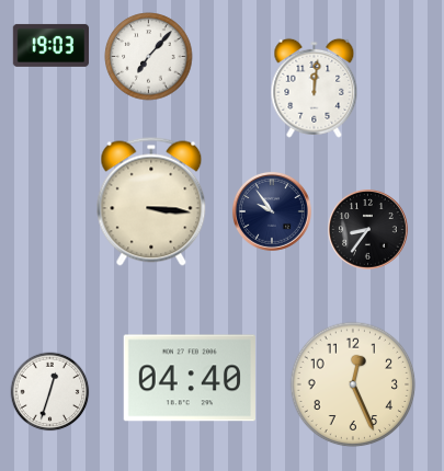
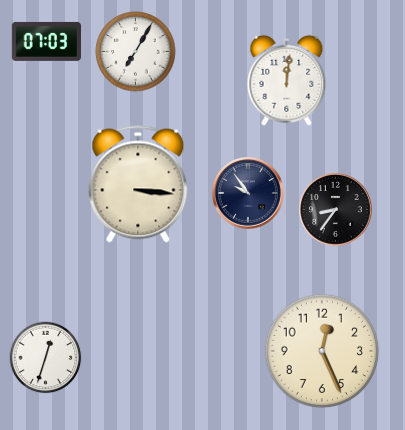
clock at (50, 45): 19:03 -> 07:03
clock at (149, 57): 7:07 -> 7:05
clock at (190, 378): 04:40 -> none
